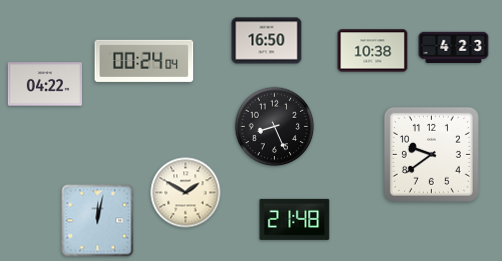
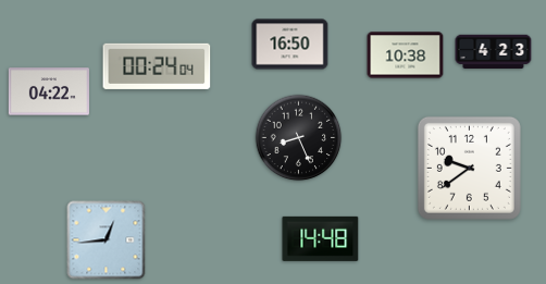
clock at (186, 193): 1:50 -> none
clock at (295, 219): 21:48 -> 14:48
clock at (98, 221): 12:02 -> 12:44
